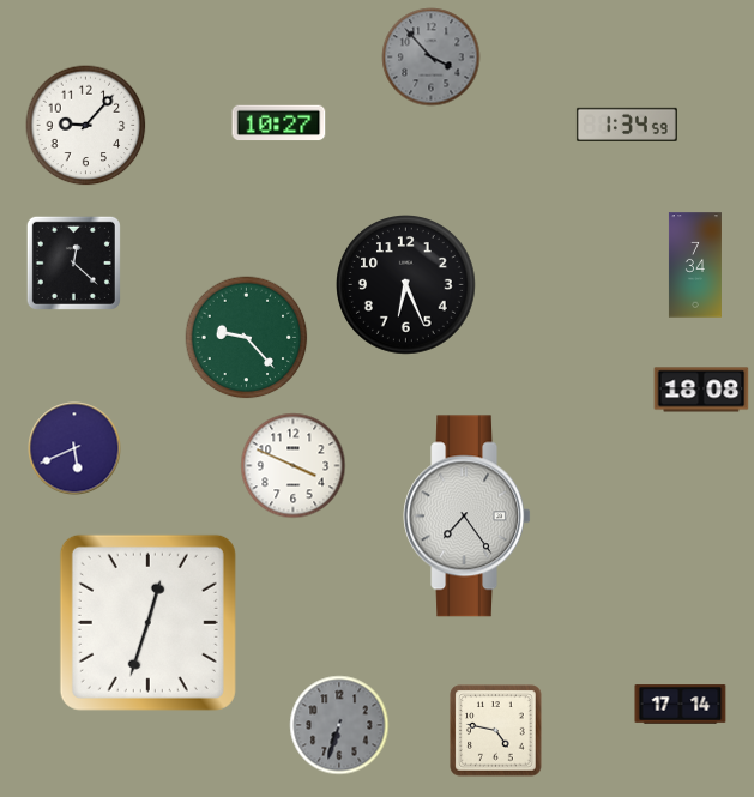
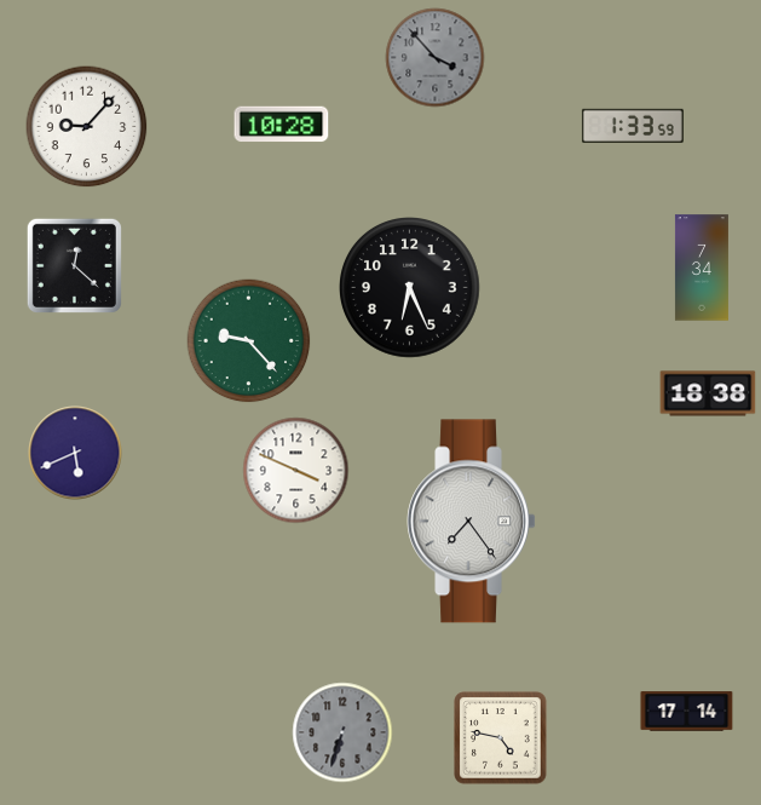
clock at (279, 123): 10:27 -> 10:28
clock at (627, 125): 1:34 -> 1:33
clock at (701, 390): 18:08 -> 18:38
clock at (147, 622): 12:33 -> none
